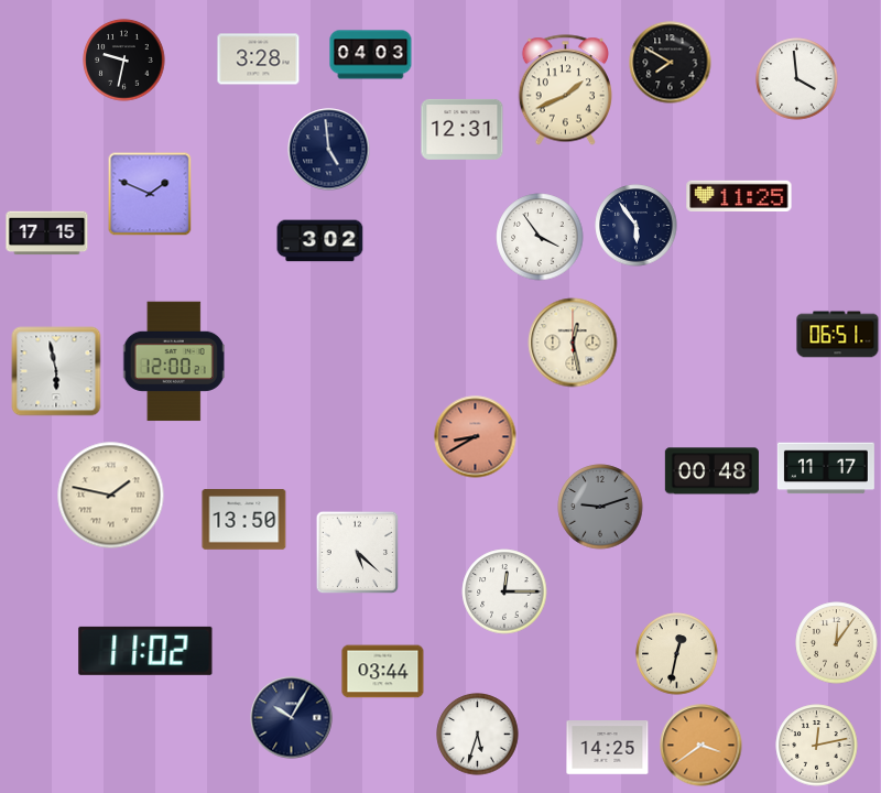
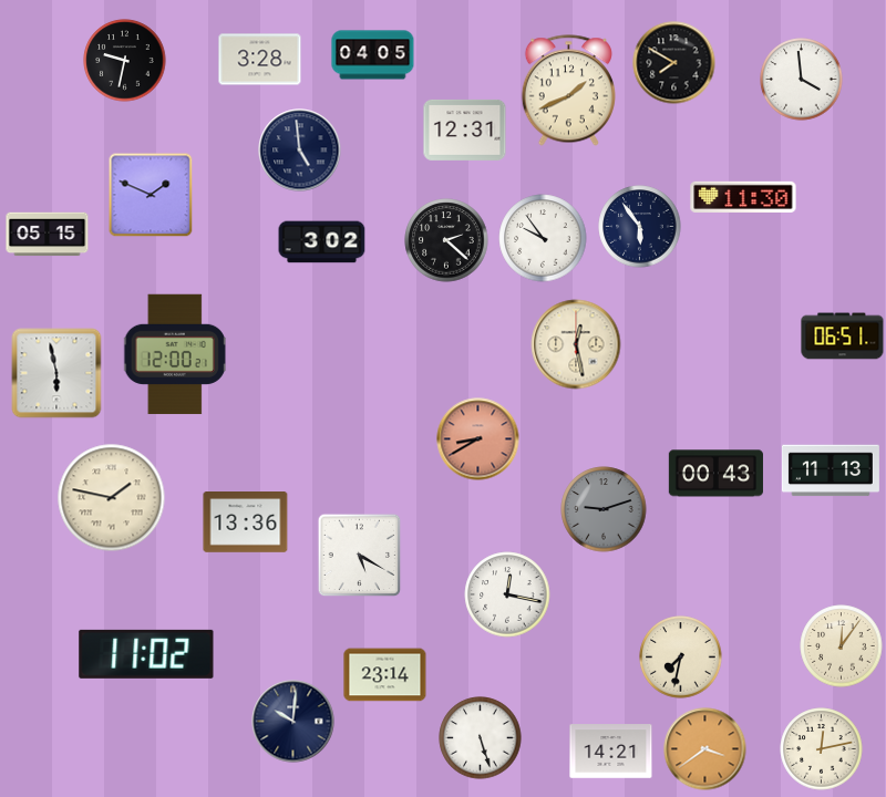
clock at (371, 55): 04:03 -> 04:05
clock at (329, 150) position: (329, 150) -> (300, 151)
clock at (739, 196): 11:25 -> 11:30
clock at (47, 233): 17:15 -> 05:15
clock at (540, 237): 3:54 -> 9:54
clock at (446, 240): none -> 2:22
clock at (174, 361) position: (174, 361) -> (175, 354)
clock at (826, 468): 11:17 -> 11:13
clock at (711, 471): 00:48 -> 00:43
clock at (244, 520): 13:50 -> 13:36
clock at (358, 553): 5:22 -> 5:20
clock at (504, 591): 12:15 -> 12:17
clock at (677, 654): 12:32 -> 7:32
clock at (383, 672): 03:44 -> 23:14
clock at (292, 718): 10:05 -> 10:01
clock at (478, 735): 5:33 -> 5:27
clock at (608, 748): 14:25 -> 14:21
